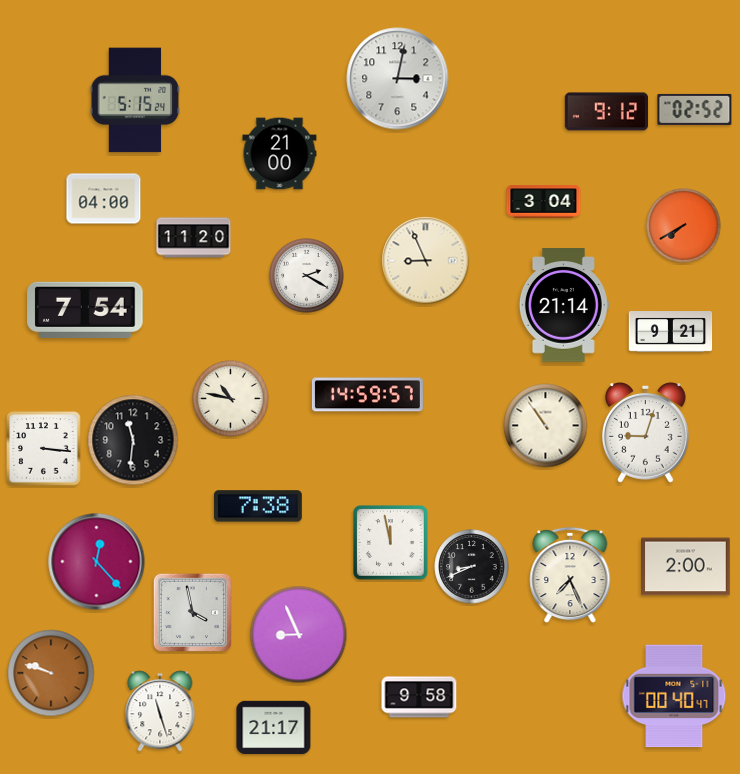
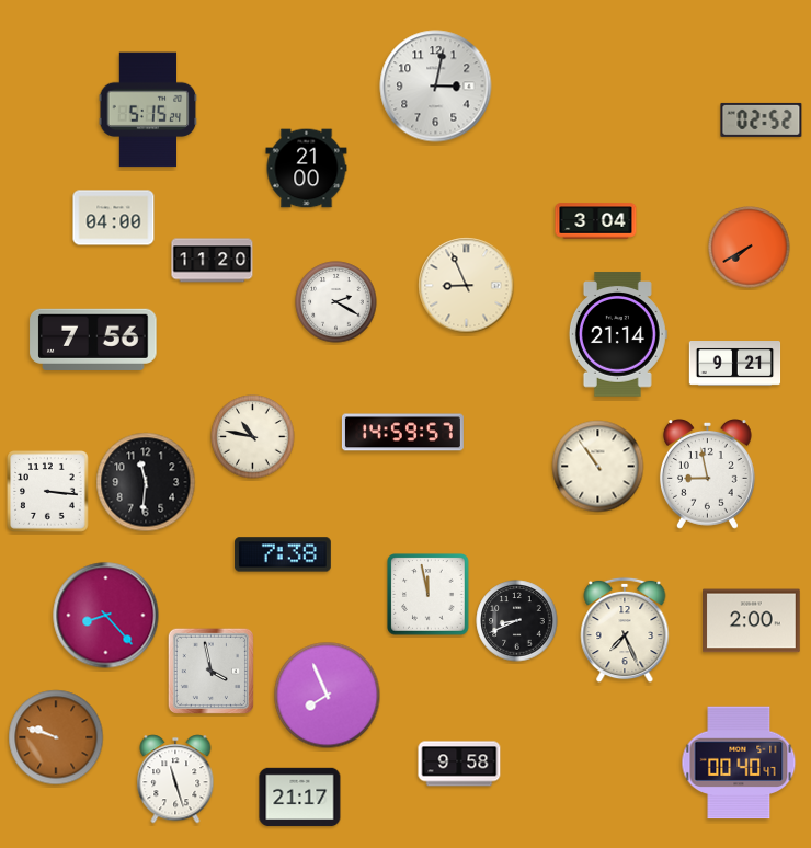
clock at (607, 112): 9:12 -> none
clock at (85, 310): 7:54 -> 7:56
clock at (645, 433): 9:03 -> 8:58
clock at (97, 562): 12:23 -> 8:23
clock at (299, 635): 8:56 -> 7:56
